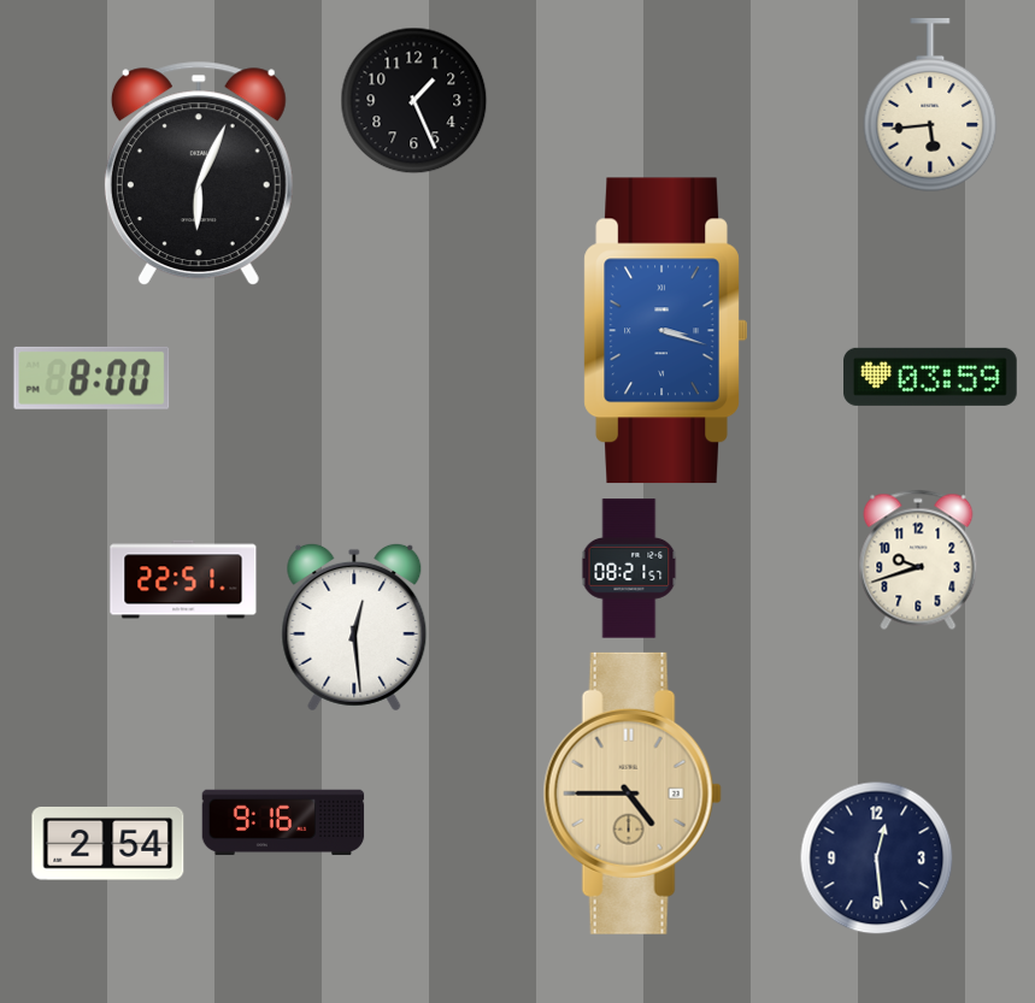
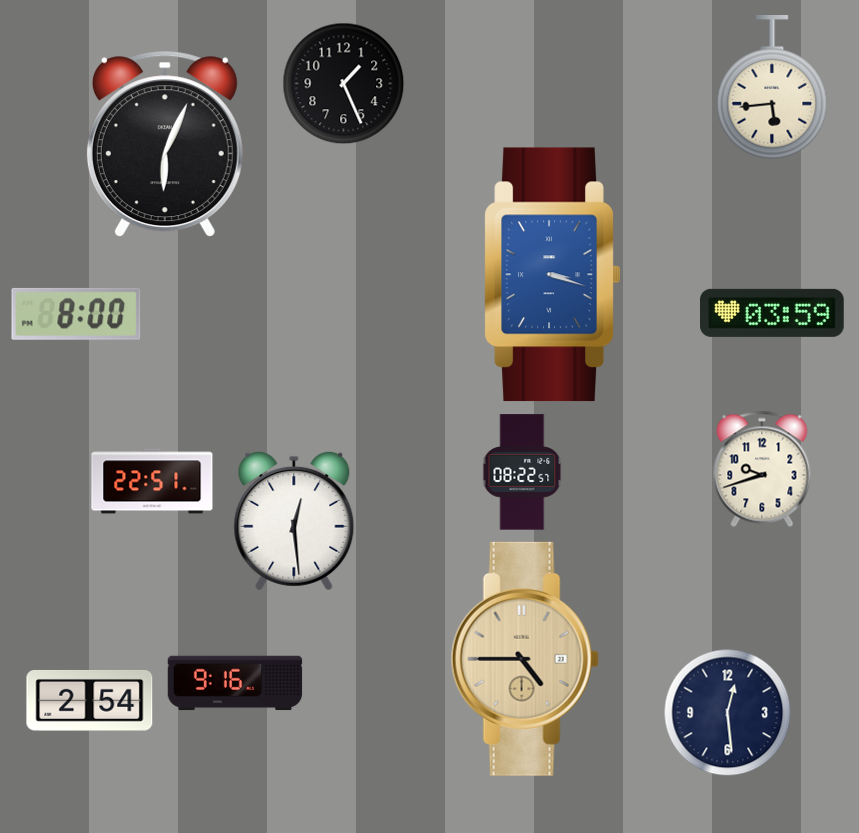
clock at (918, 560) position: (918, 560) -> (762, 469)
clock at (629, 568): 08:21 -> 08:22
